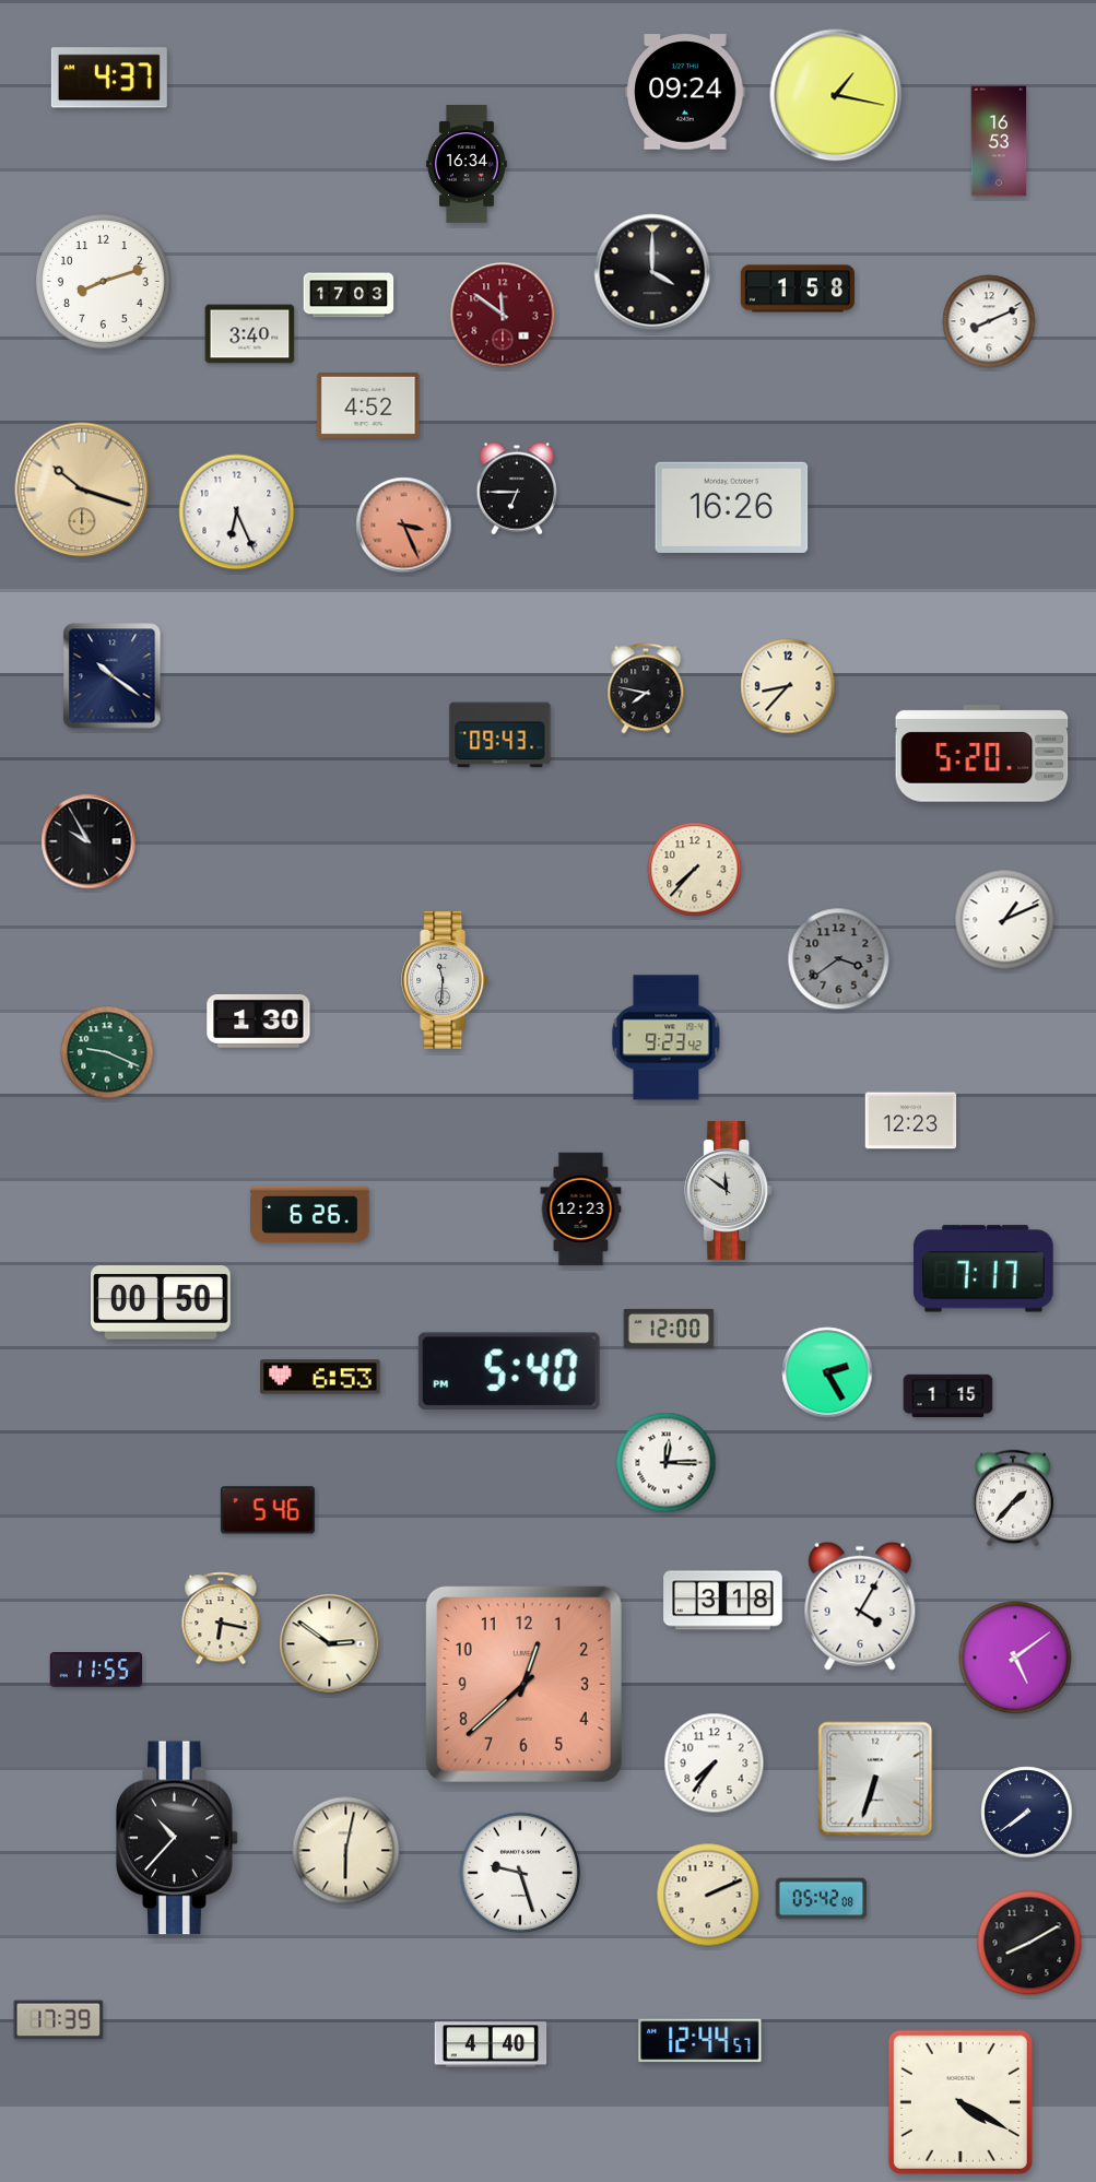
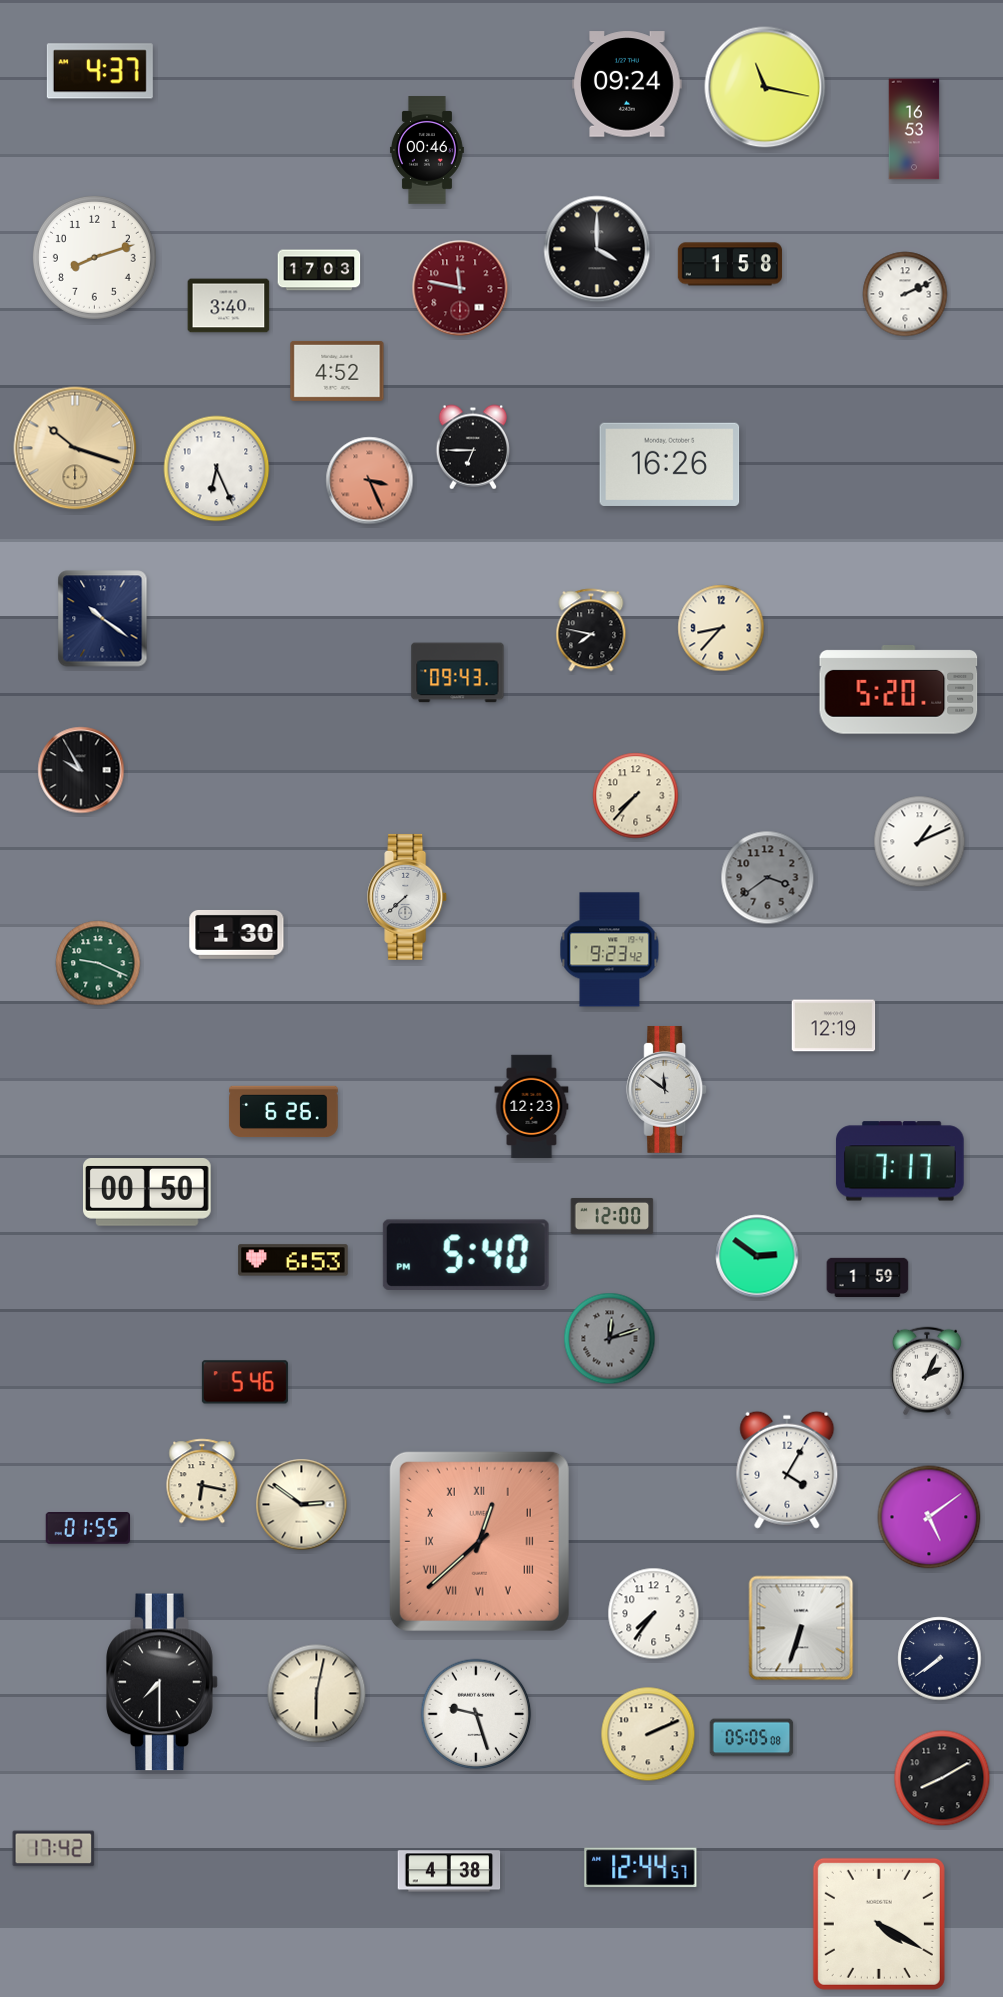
clock at (836, 95): 1:17 -> 11:17
clock at (467, 164): 16:34 -> 00:46
clock at (503, 315): 11:51 -> 11:47
clock at (989, 321): 8:11 -> 2:11
clock at (446, 980): 11:31 -> 7:38
clock at (911, 1121): 12:23 -> 12:19
clock at (827, 1372): 2:25 -> 2:51
clock at (948, 1395): 1:15 -> 1:59
clock at (667, 1463): 12:15 -> 12:12
clock at (667, 1463) dial: white -> grey
clock at (1013, 1498): 1:37 -> 2:04
clock at (723, 1601): 3:18 -> none
clock at (95, 1671): 11:55 -> 01:55
clock at (523, 1684) numerals: Arabic -> Roman
clock at (177, 1838): 10:37 -> 7:30
clock at (822, 1899): 05:42 -> 05:05
clock at (59, 2020): 17:39 -> 17:42
clock at (491, 2044): 4:40 -> 4:38
